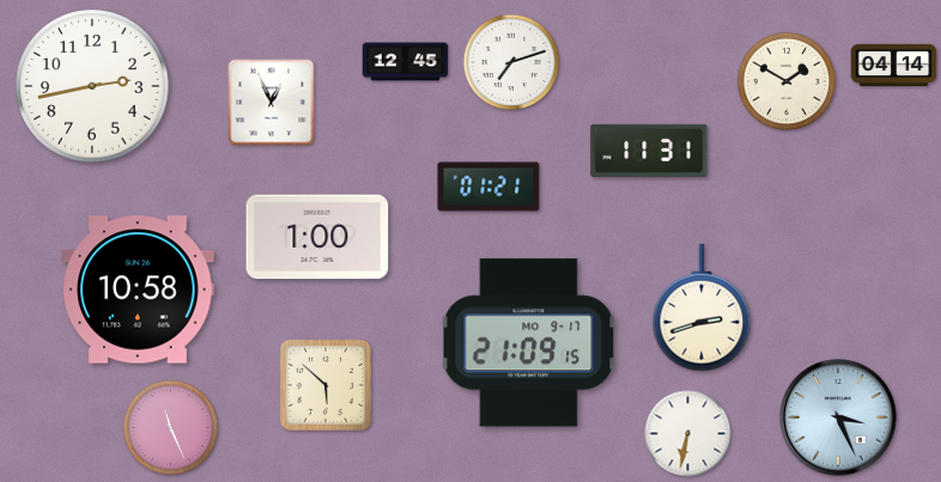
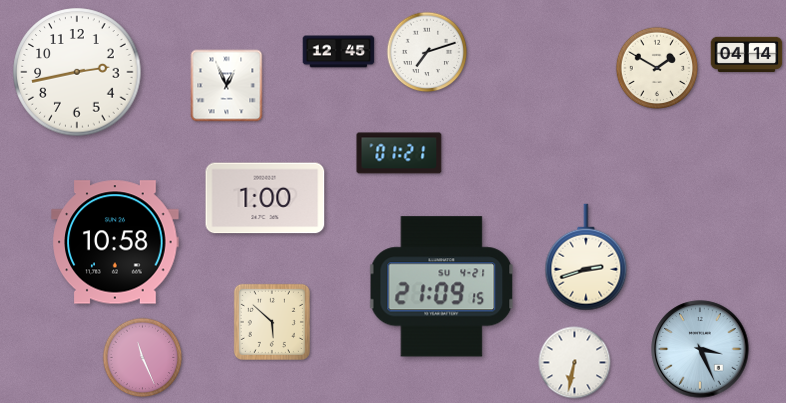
clock at (649, 151): 11:31 -> none
clock at (488, 187) position: (488, 187) -> (399, 153)
clock at (529, 343) date: MO 9-17 -> SU 4-21
